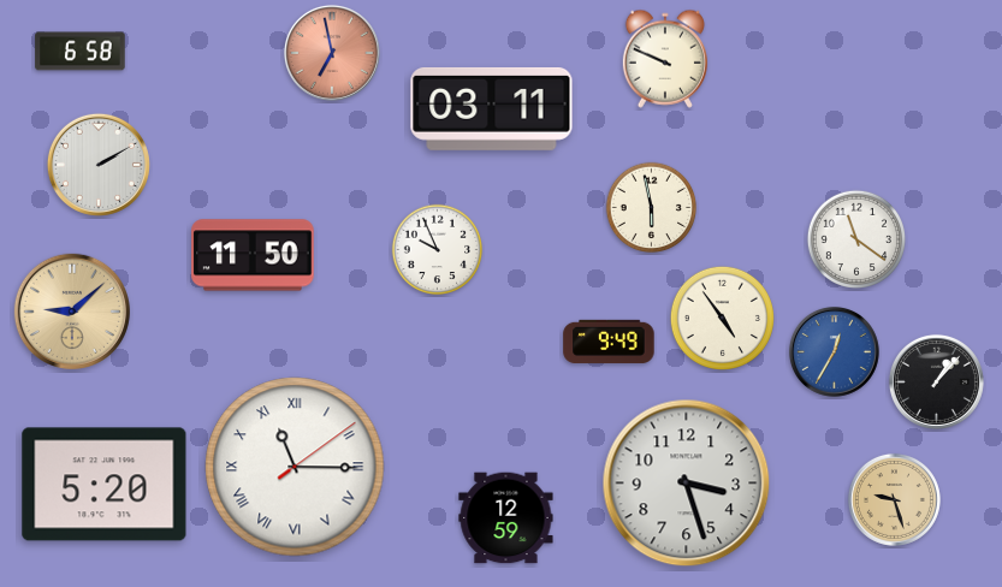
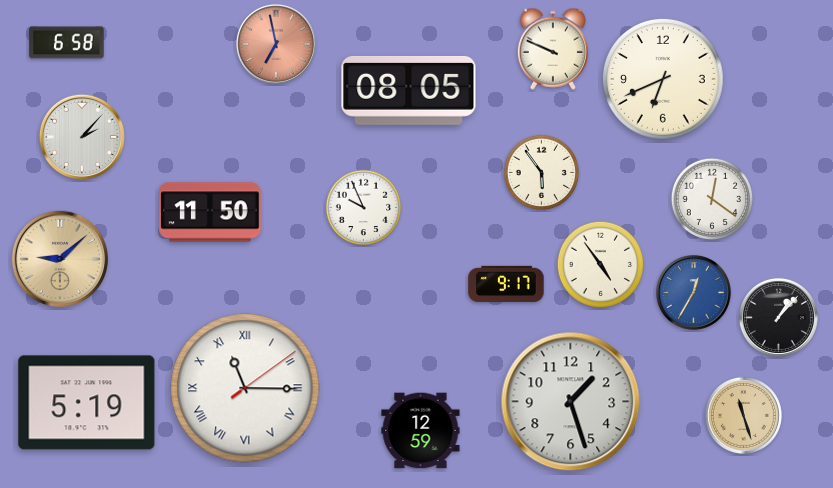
clock at (663, 79): none -> 6:41
clock at (492, 108): 03:11 -> 08:05
clock at (99, 165): 2:10 -> 2:07
clock at (652, 208): 5:58 -> 5:54
clock at (855, 238): 11:21 -> 12:21
clock at (609, 342): 9:49 -> 9:17
clock at (687, 484): 3:27 -> 1:27
clock at (105, 485): 5:20 -> 5:19
clock at (894, 499): 9:27 -> 11:27
